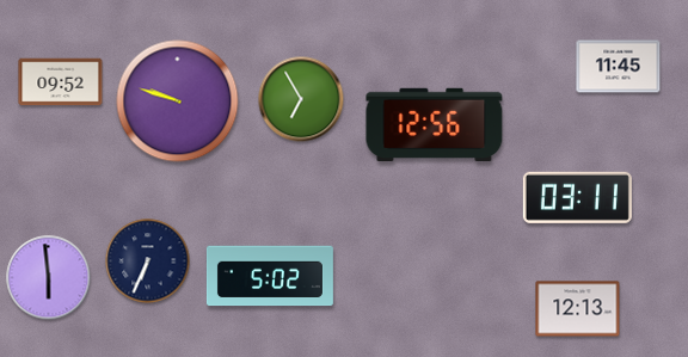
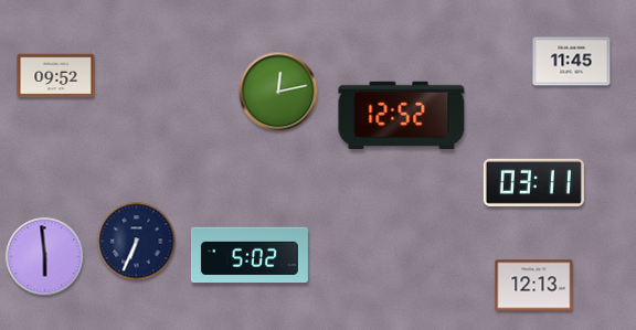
clock at (301, 99): 6:55 -> 12:13
clock at (178, 101): 9:48 -> none
clock at (435, 124): 12:56 -> 12:52
